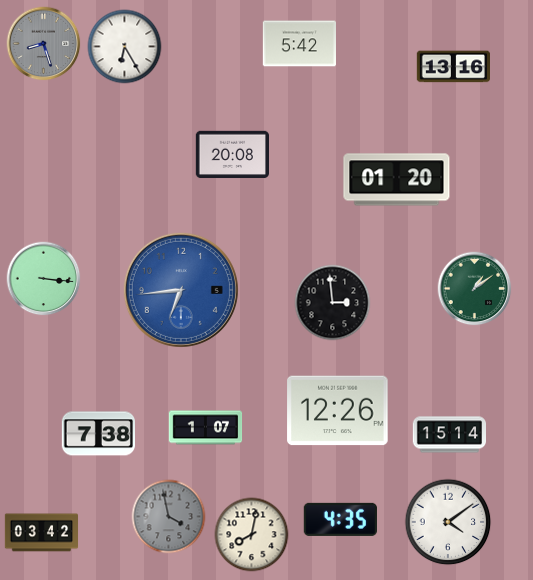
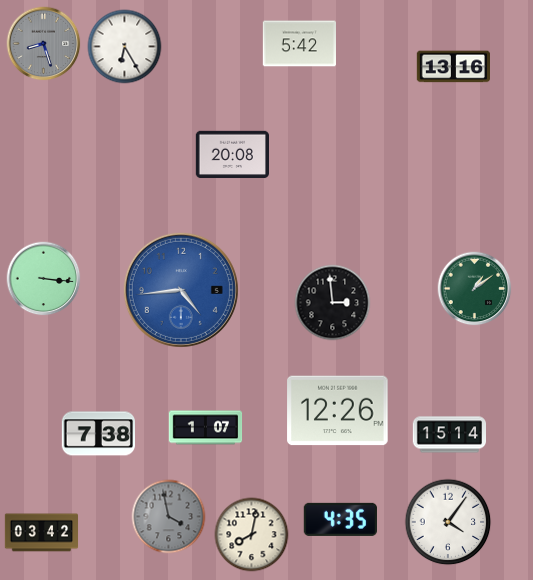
clock at (397, 180): 01:20 -> none
clock at (181, 290): 6:44 -> 4:44
clock at (448, 522): 4:09 -> 4:06
